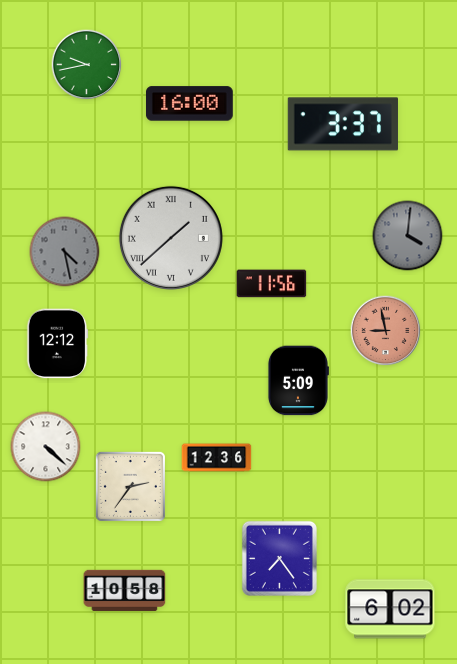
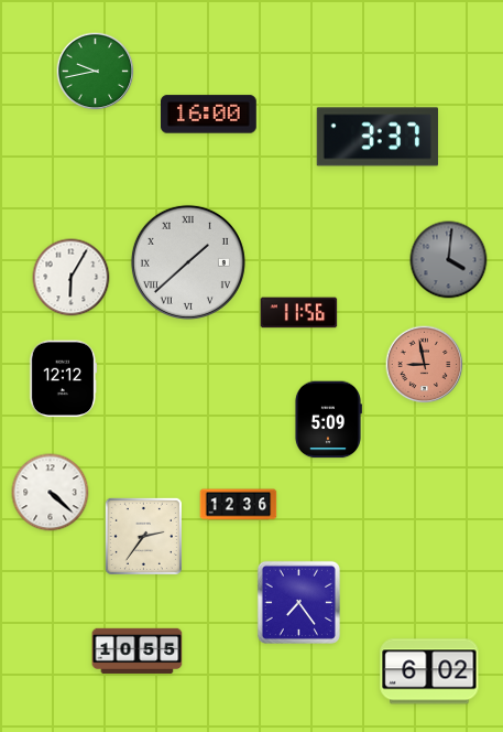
clock at (65, 252): 4:28 -> 6:05
clock at (65, 252) dial: grey -> white
clock at (279, 558) position: (279, 558) -> (298, 602)
clock at (125, 590): 10:58 -> 10:55
